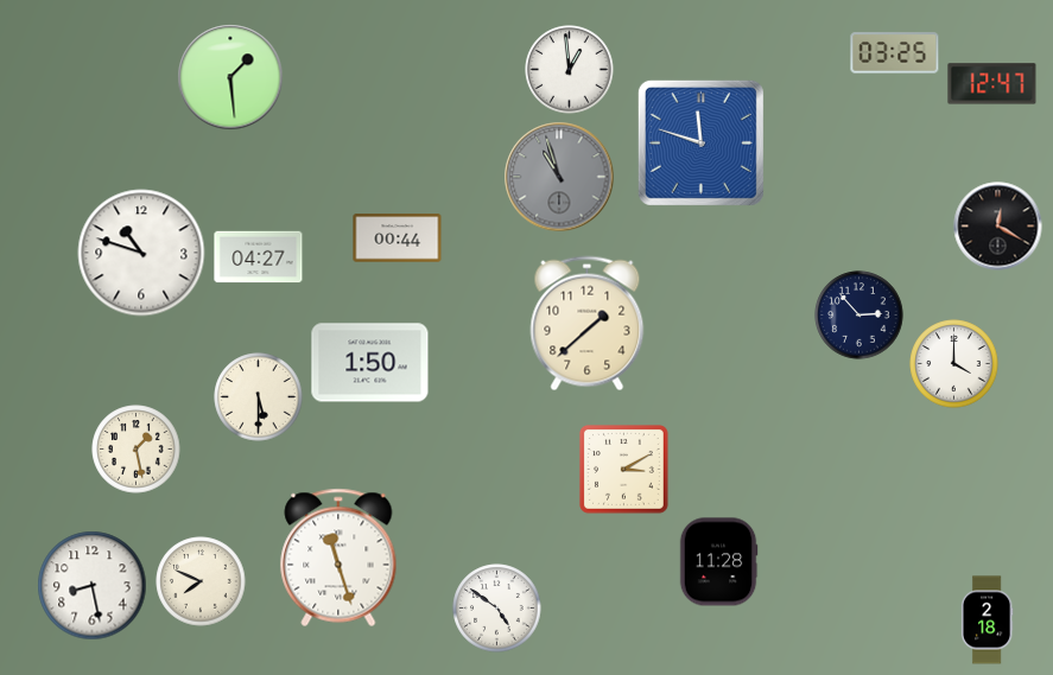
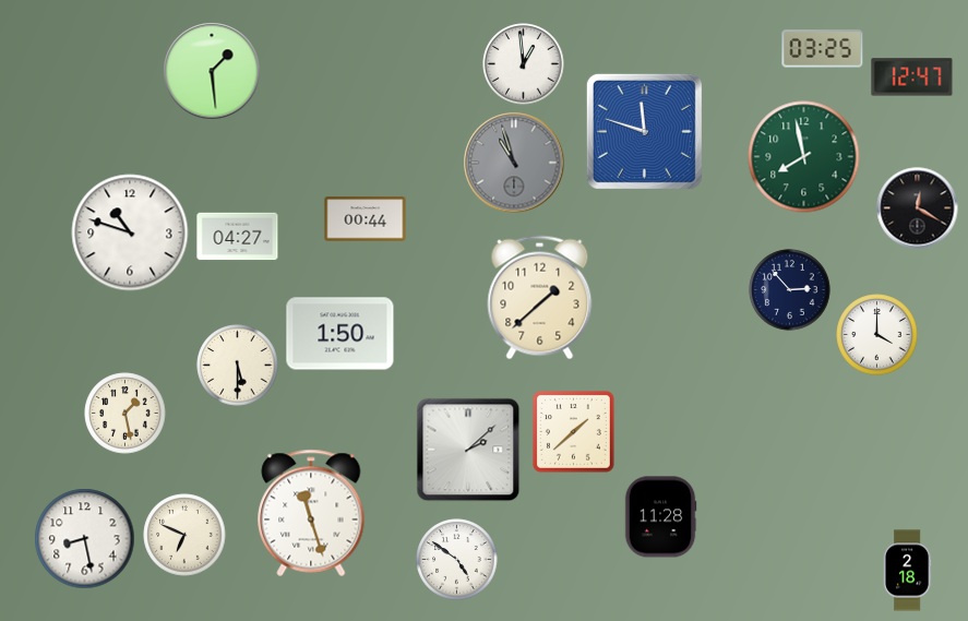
clock at (804, 157): none -> 7:58
clock at (624, 470): 3:10 -> 1:38
clock at (468, 450): none -> 2:08
clock at (201, 581): 7:49 -> 6:49
